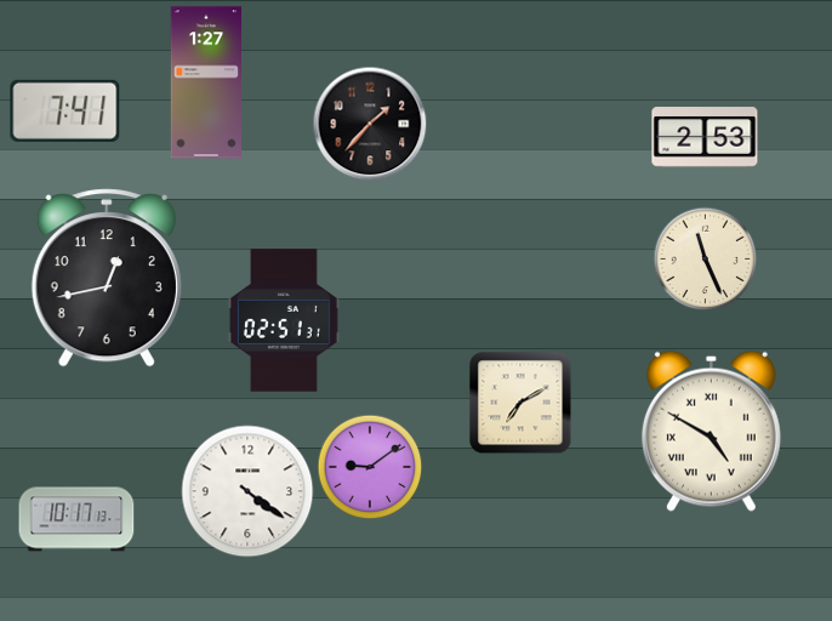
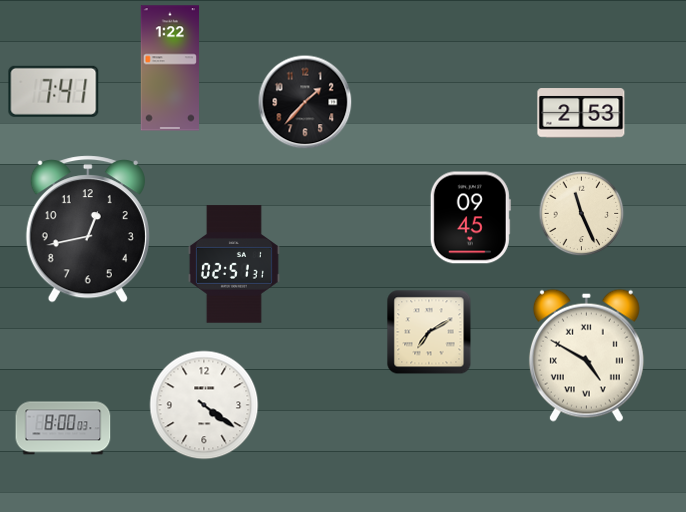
clock at (205, 82): 1:27 -> 1:22
clock at (470, 218): none -> 09:45
clock at (370, 467): 9:09 -> none
clock at (76, 519): 10:17 -> 8:00
